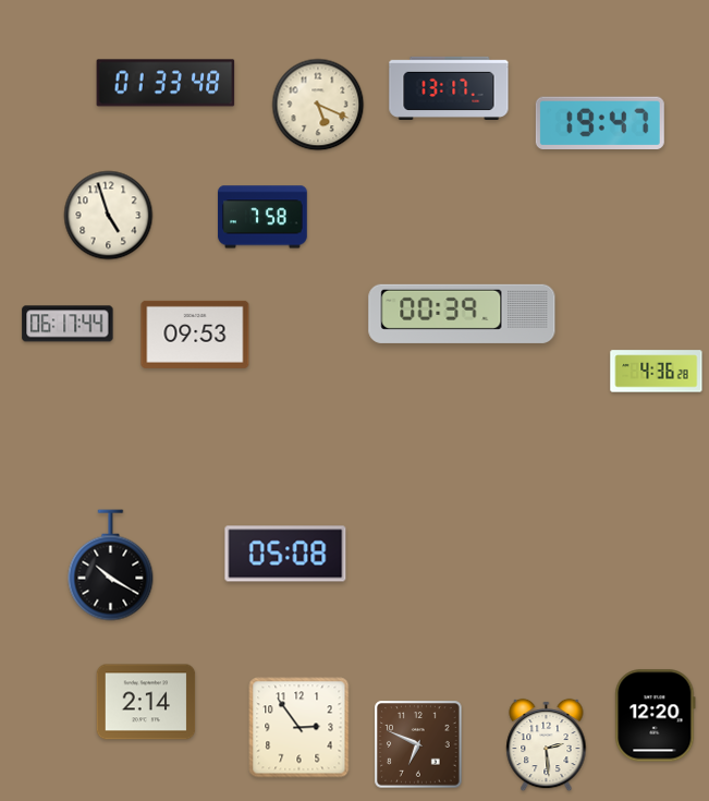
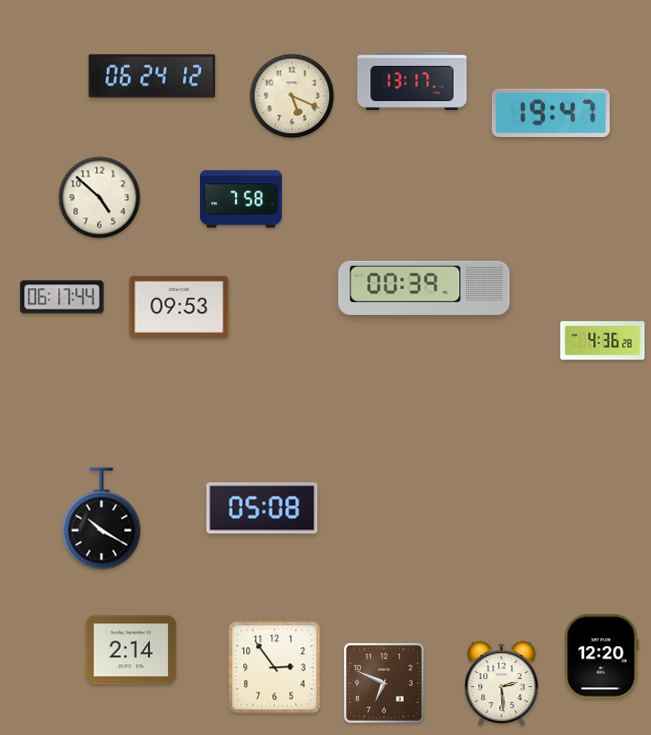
clock at (166, 83): 01:33 -> 06:24
clock at (109, 216): 4:57 -> 4:52
clock at (146, 702) position: (146, 702) -> (131, 650)
